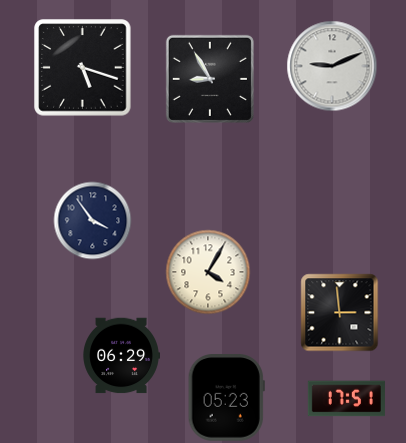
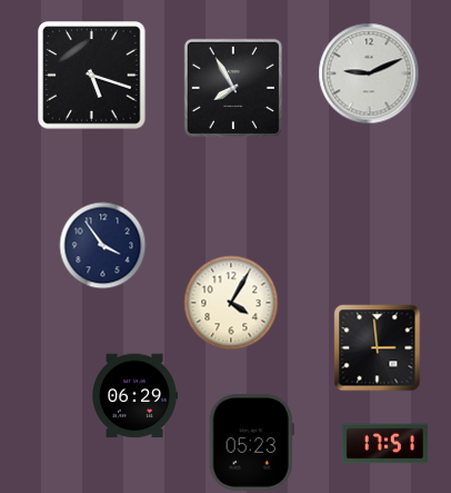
clock at (210, 79): 8:55 -> 7:55
